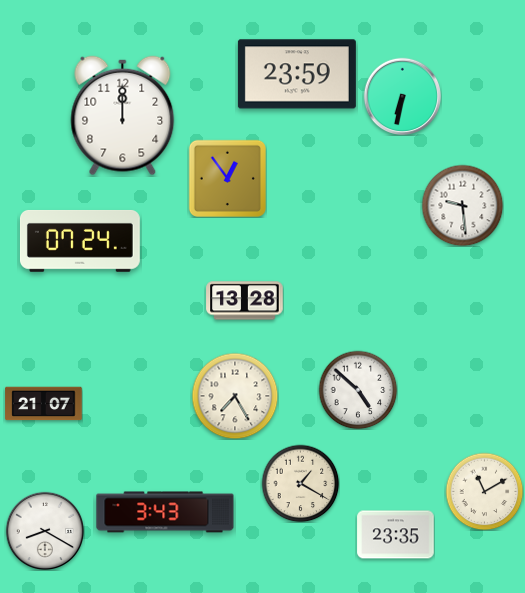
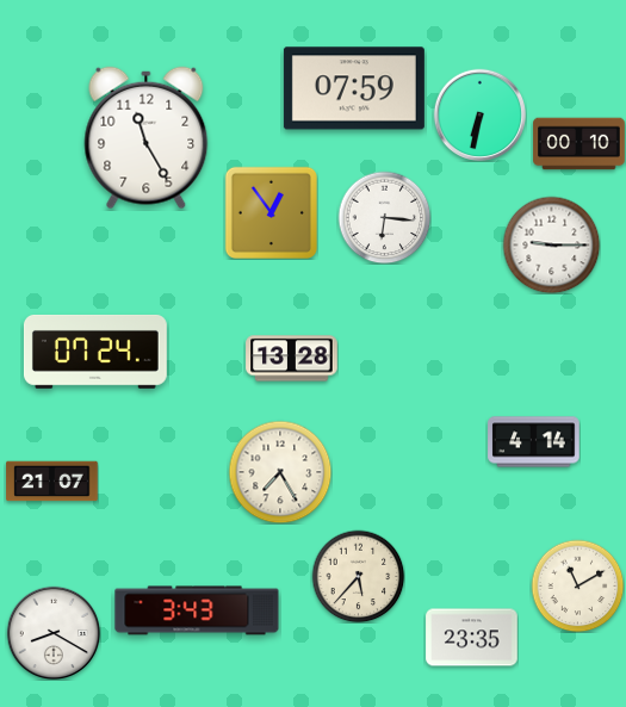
clock at (297, 74): 23:59 -> 07:59
clock at (123, 116): 12:00 -> 11:25
clock at (579, 144): none -> 00:10
clock at (384, 217): none -> 6:16
clock at (462, 205): 9:29 -> 9:15
clock at (80, 241) position: (80, 241) -> (95, 352)
clock at (534, 442): none -> 4:14
clock at (358, 390): 4:52 -> none
clock at (300, 483): 1:20 -> 5:37
